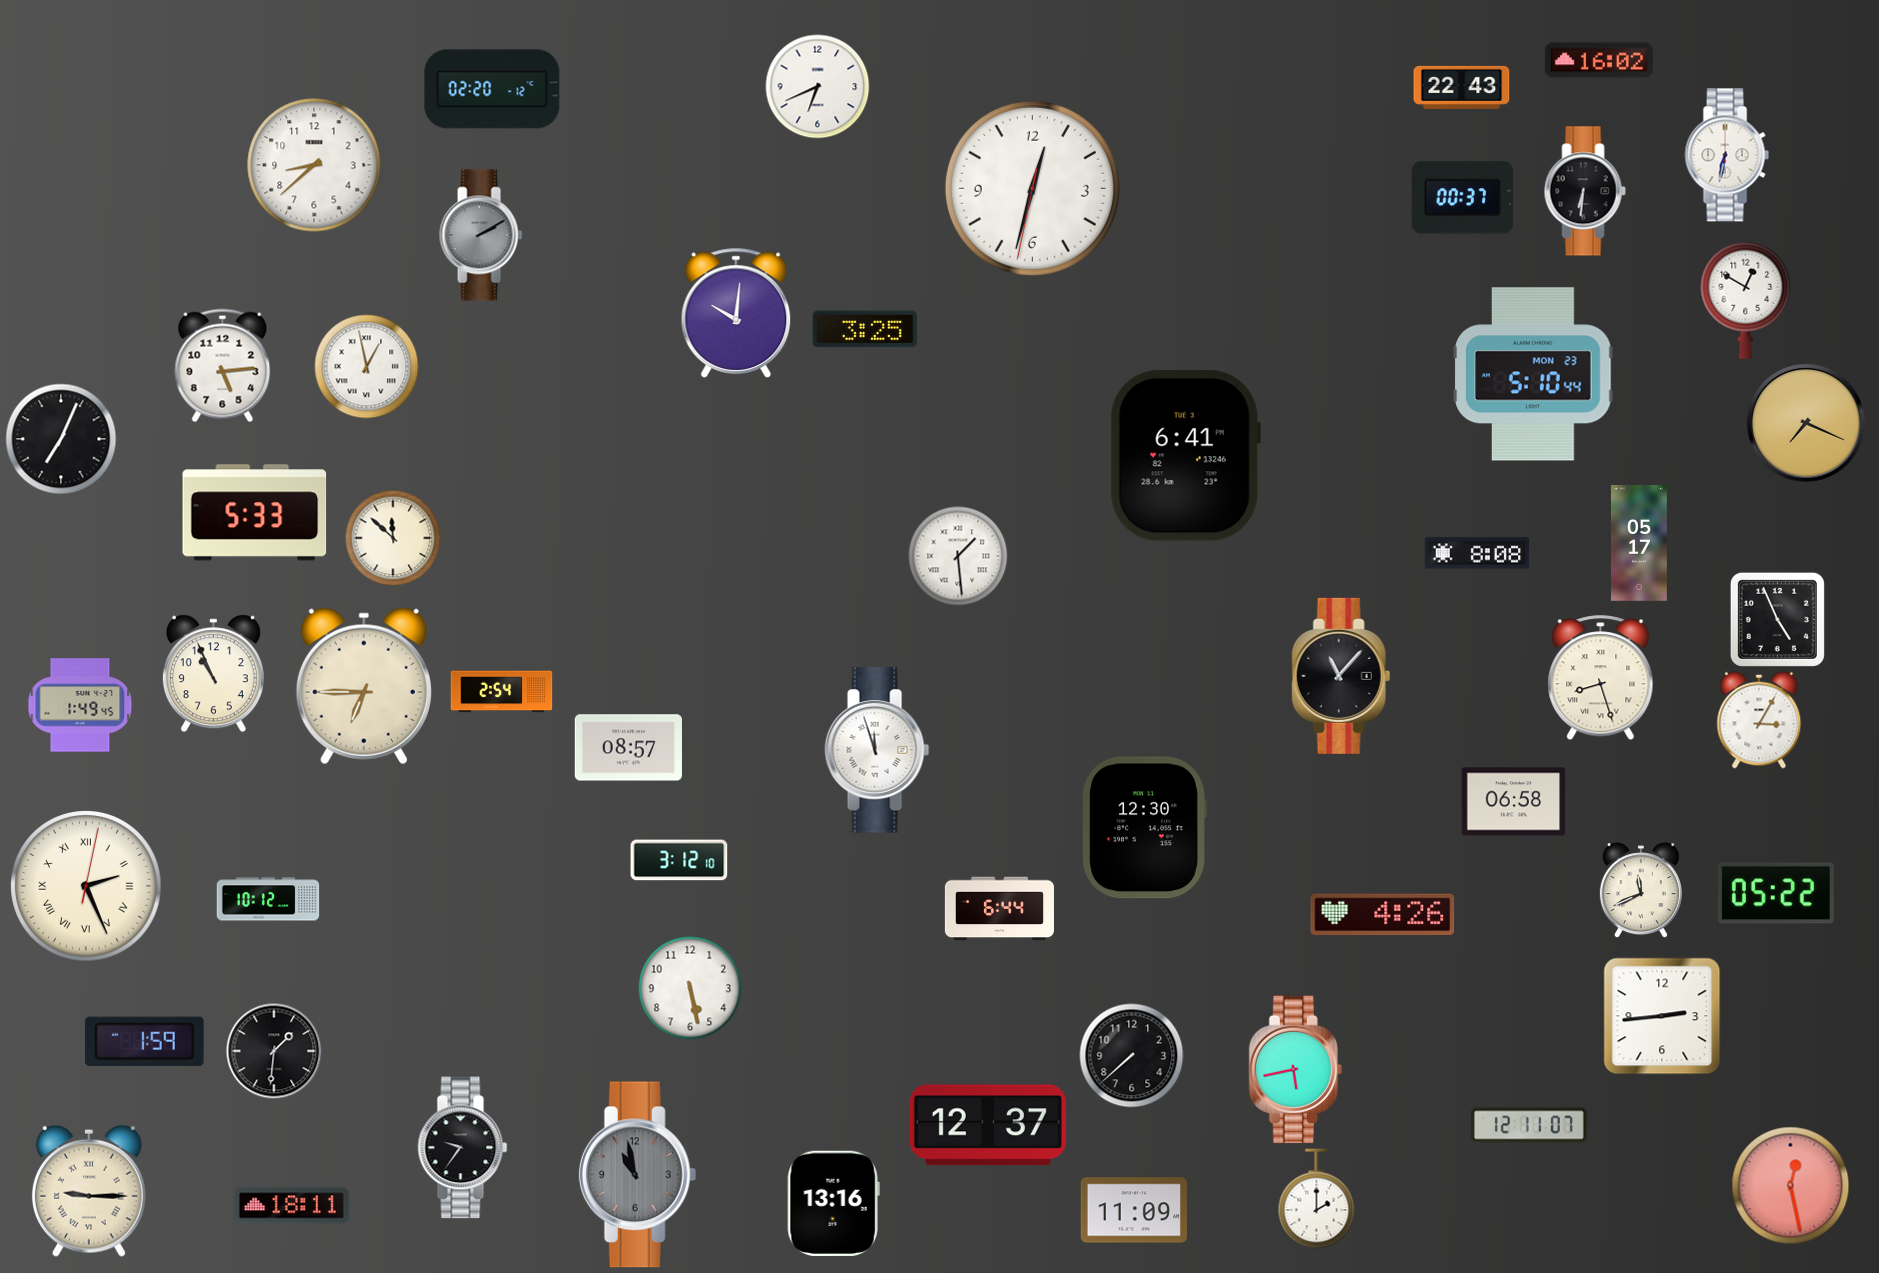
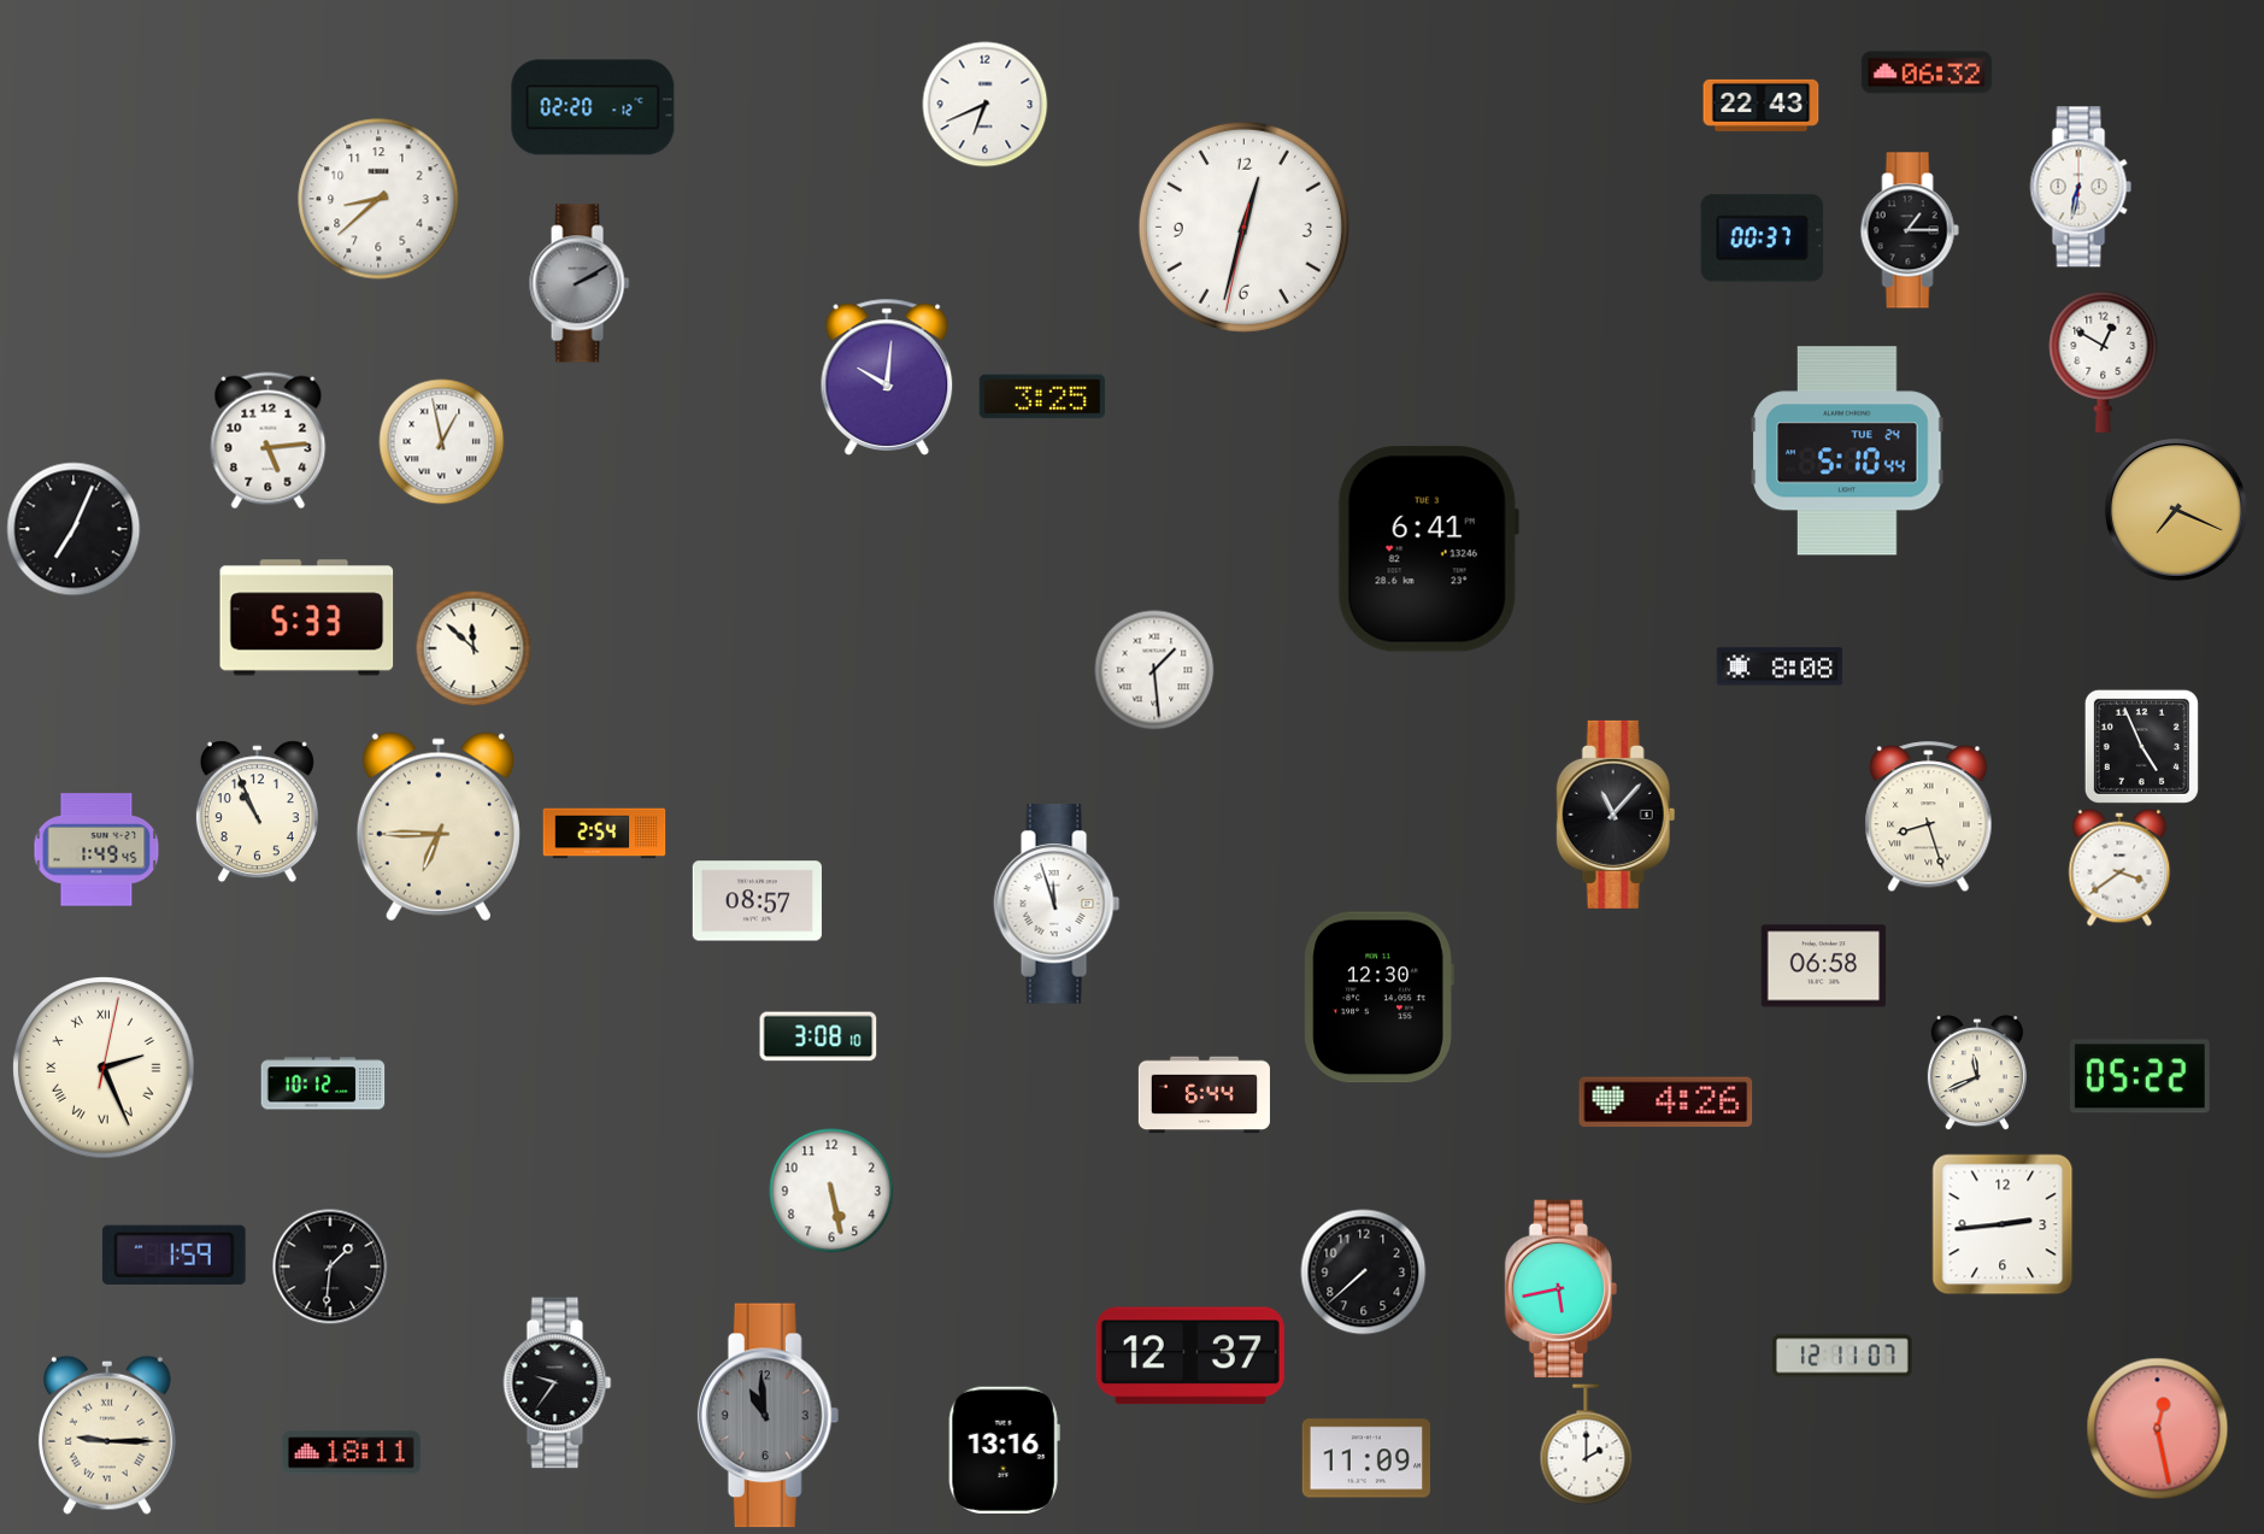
clock at (1599, 60): 16:02 -> 06:32
clock at (1585, 191): 6:31 -> 1:15
clock at (1533, 374) date: MON 23 -> TUE 24
clock at (1639, 544): 05:17 -> none
clock at (1759, 720): 3:05 -> 3:39
clock at (679, 860): 3:12 -> 3:08
clock at (638, 1175): 10:58 -> 10:59
